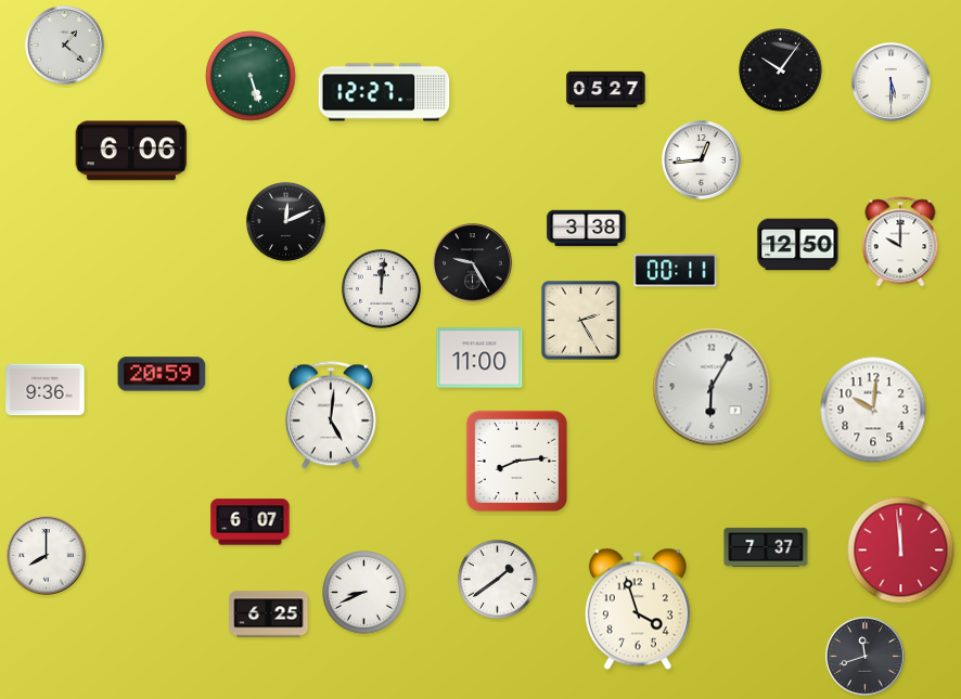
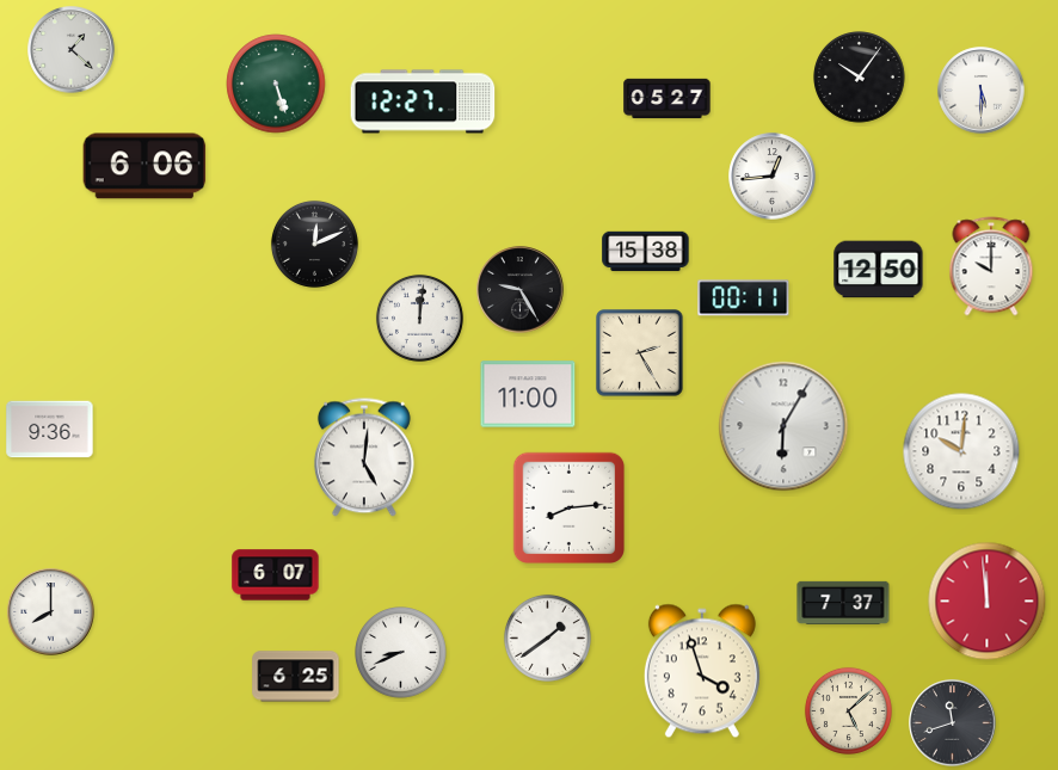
clock at (587, 229): 3:38 -> 15:38
clock at (162, 374): 20:59 -> none
clock at (901, 551) position: (901, 551) -> (988, 602)
clock at (848, 710): none -> 5:08
